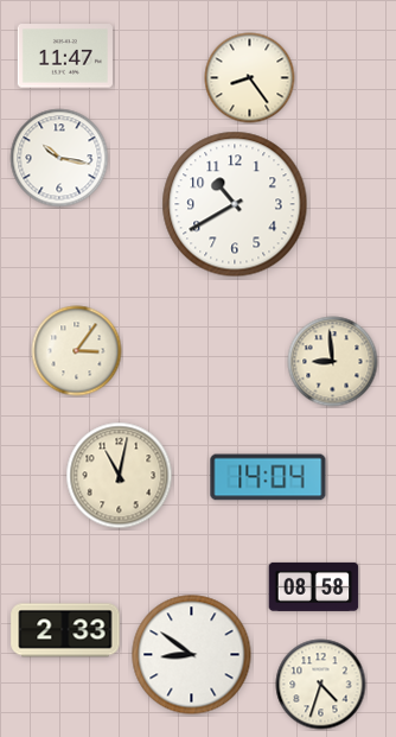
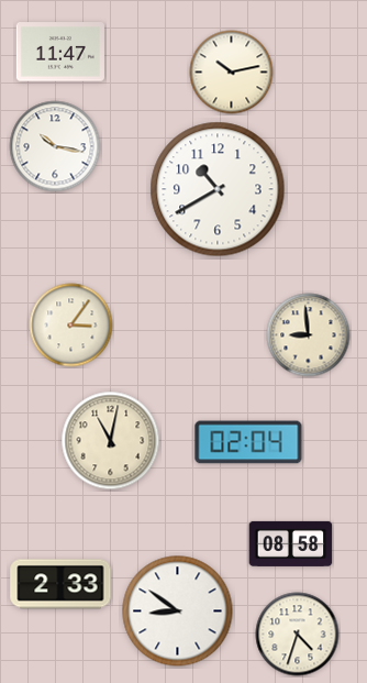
clock at (250, 78): 8:24 -> 10:13
clock at (268, 477): 14:04 -> 02:04
clock at (192, 655) position: (192, 655) -> (178, 612)
